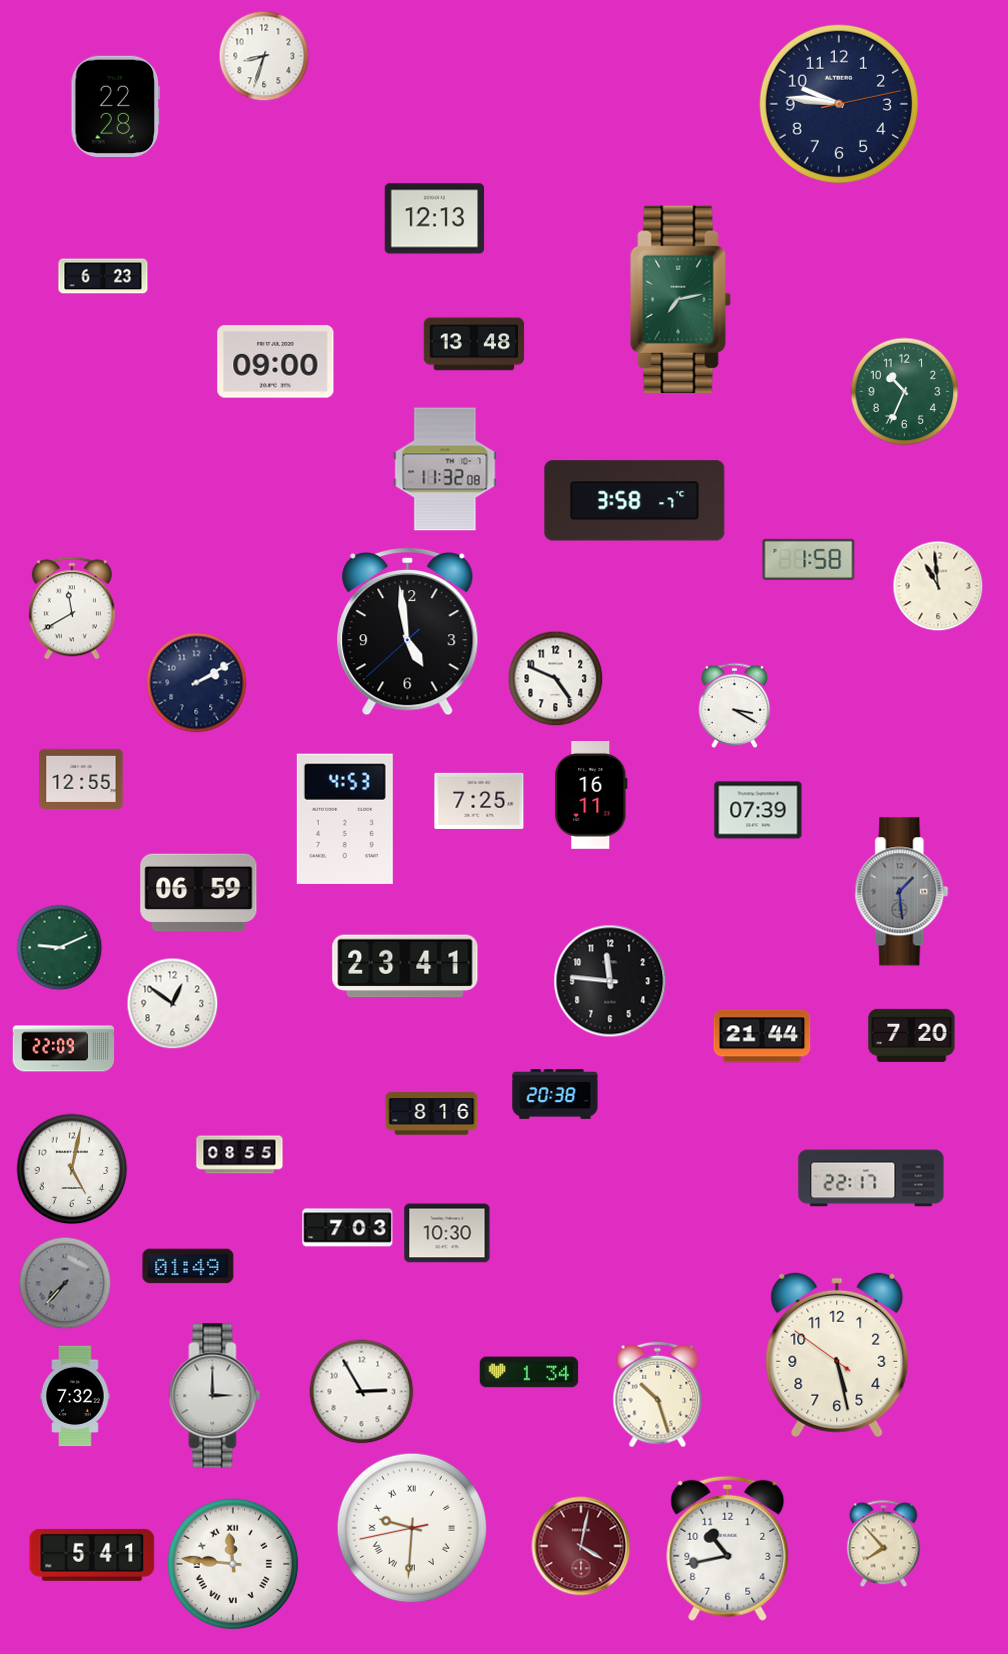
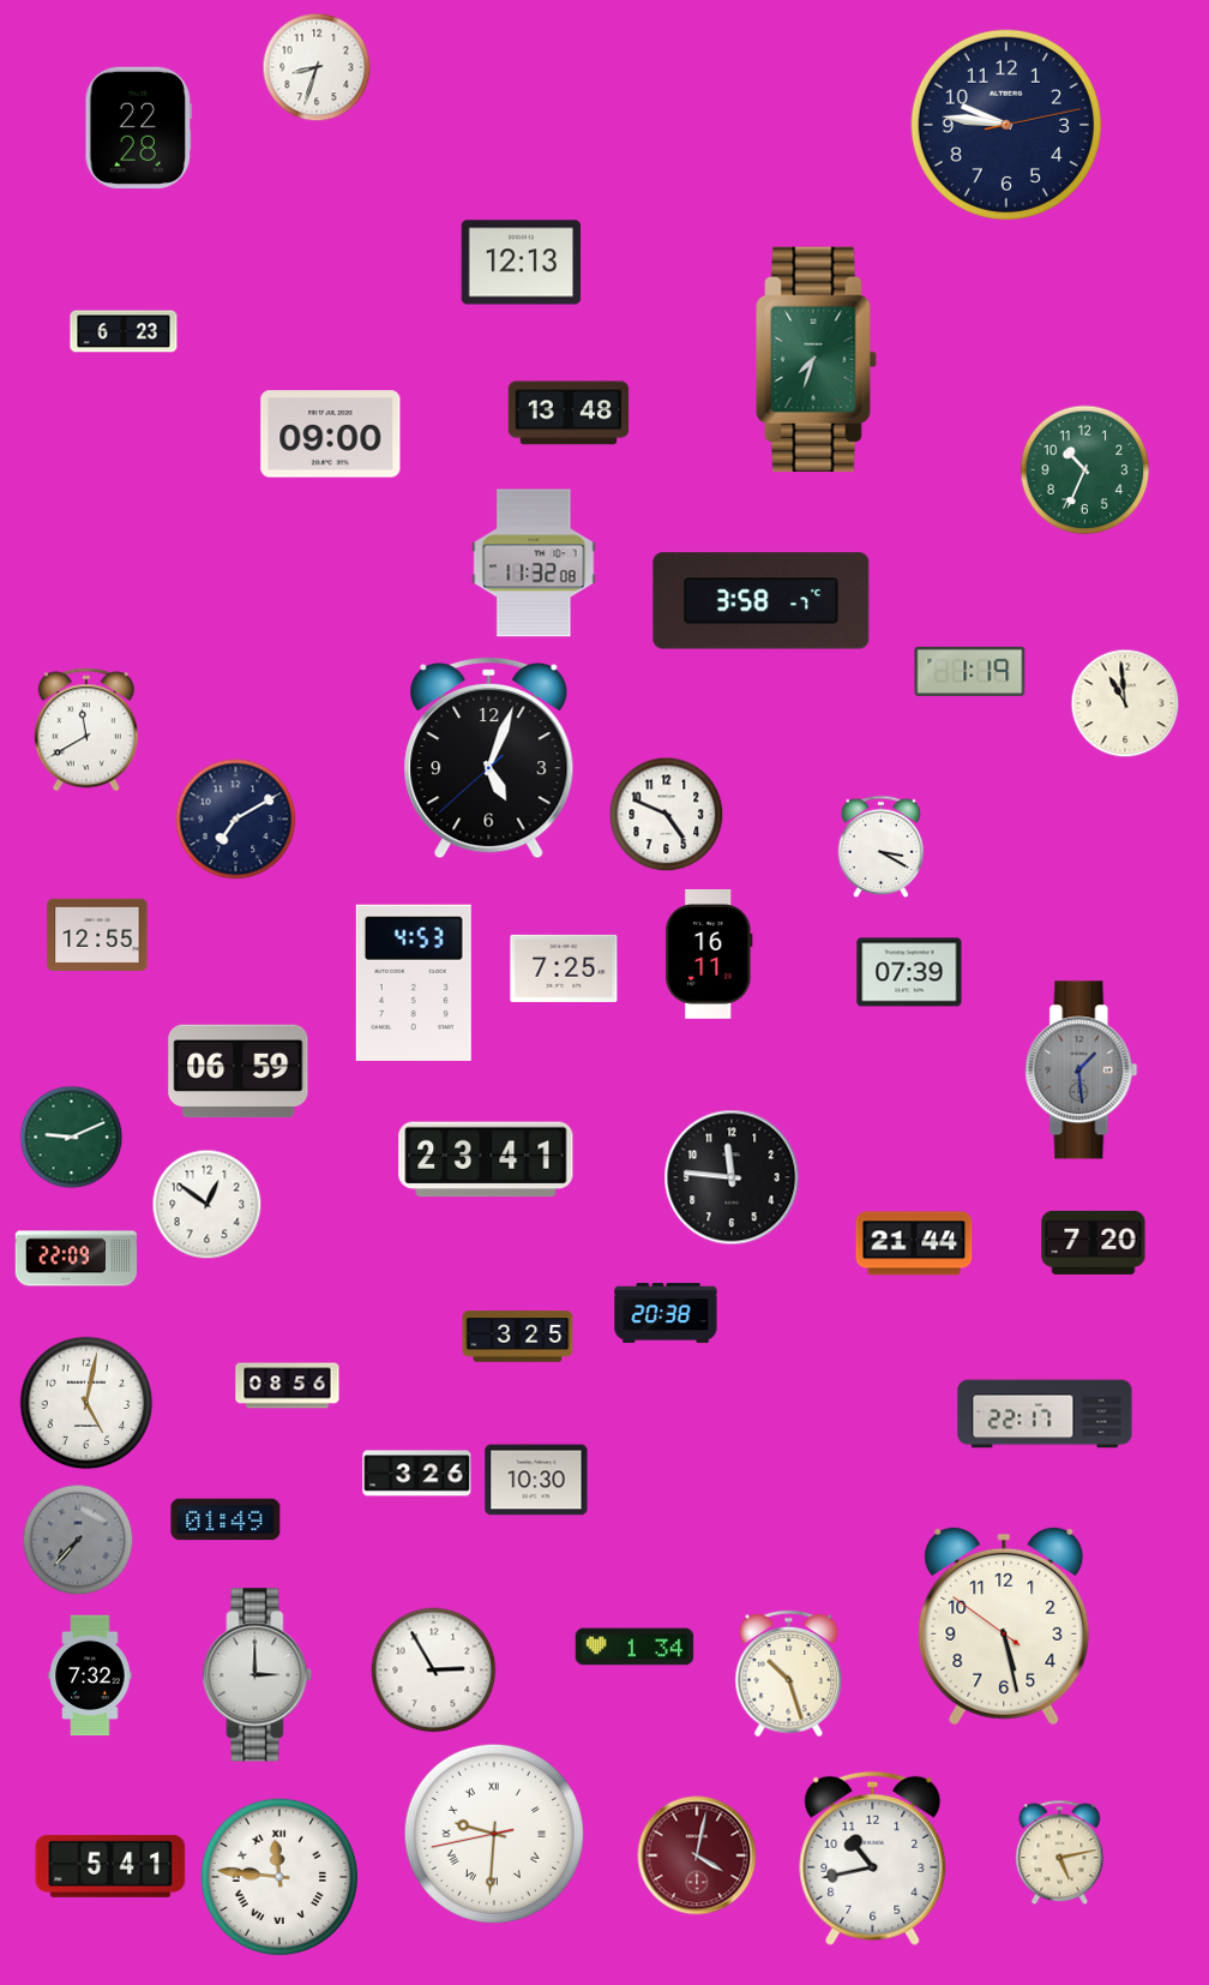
clock at (681, 300): 7:13 -> 7:33
clock at (809, 559): 1:58 -> 1:19
clock at (408, 631): 4:58 -> 5:03
clock at (197, 683): 2:10 -> 7:10
clock at (479, 801) position: (479, 801) -> (564, 968)
clock at (432, 1114): 8:16 -> 3:25
clock at (240, 1155): 08:55 -> 08:56
clock at (348, 1228): 7:03 -> 3:26
clock at (884, 1544): 7:53 -> 5:13
